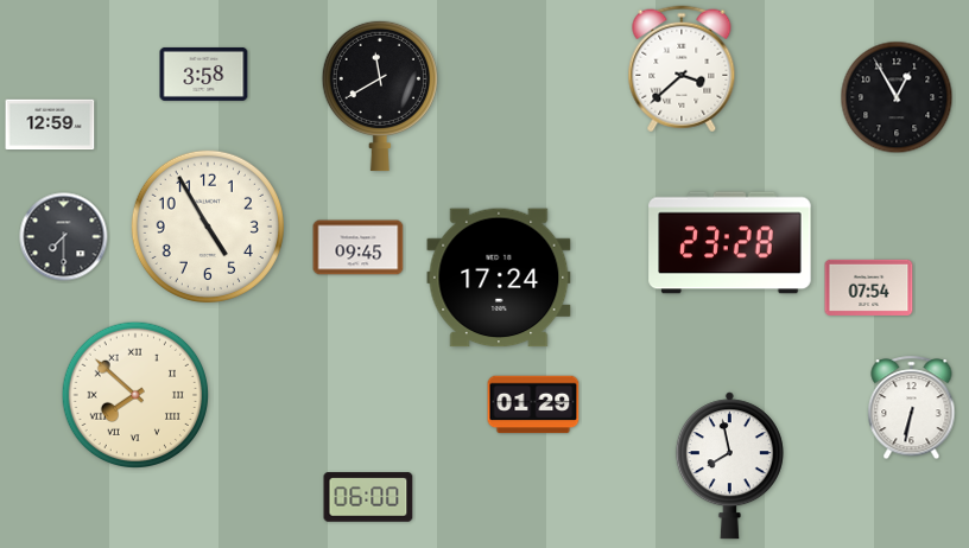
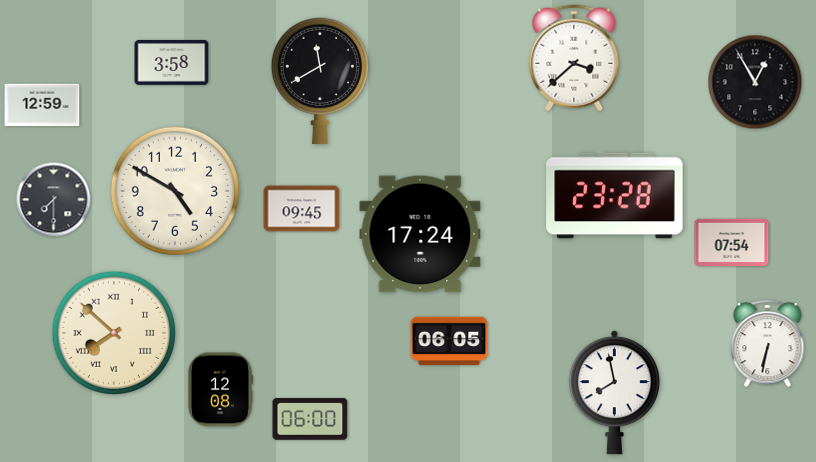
clock at (208, 227): 4:55 -> 4:50
clock at (730, 243) position: (730, 243) -> (615, 196)
clock at (533, 404): 01:29 -> 06:05
clock at (219, 390): none -> 12:08
